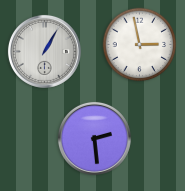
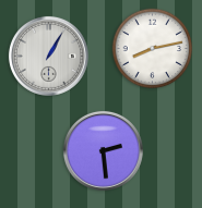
clock at (140, 45): 2:58 -> 8:13
